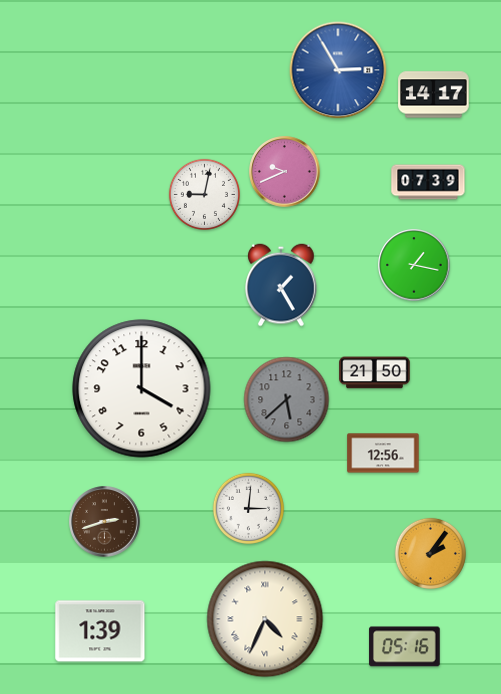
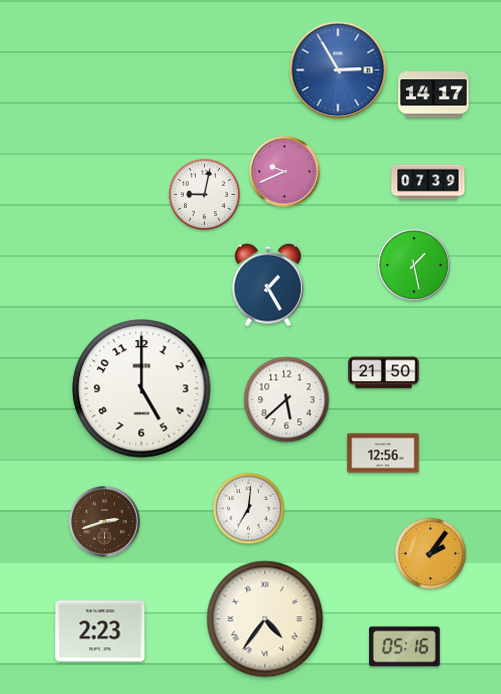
clock at (414, 265): 1:17 -> 1:28
clock at (282, 285) position: (282, 285) -> (269, 285)
clock at (375, 373) position: (375, 373) -> (384, 373)
clock at (142, 389): 4:00 -> 5:00
clock at (287, 400) dial: grey -> white
clock at (248, 508): 3:01 -> 7:01
clock at (265, 619): 4:34 -> 4:36
clock at (100, 631): 1:39 -> 2:23
